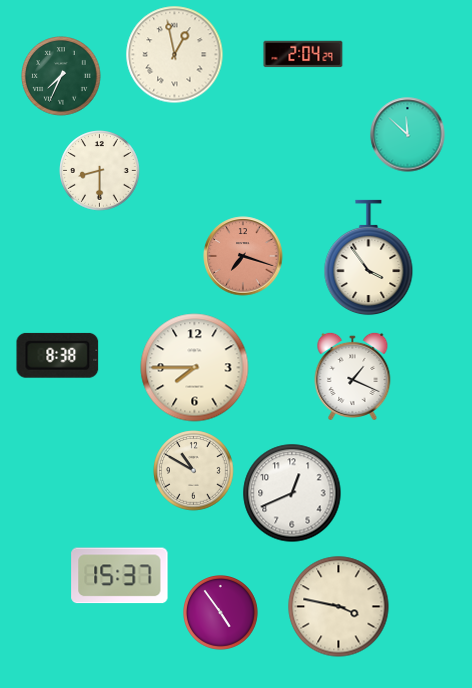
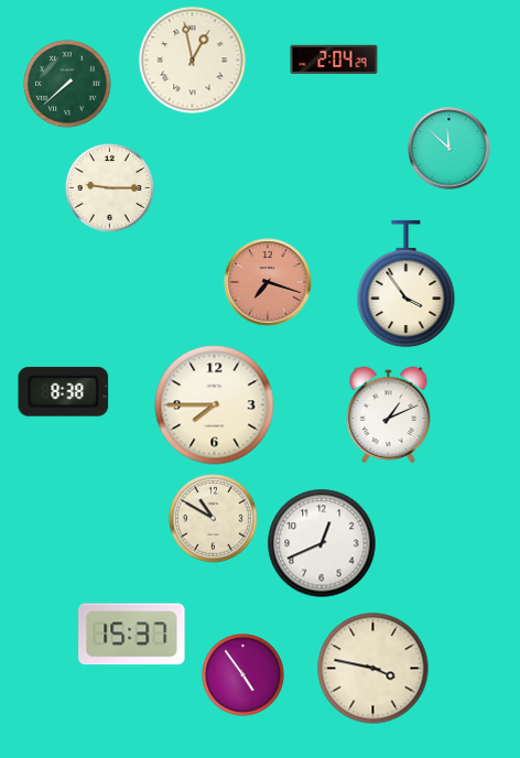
clock at (61, 76): 7:34 -> 7:38
clock at (100, 171): 8:30 -> 9:15
clock at (353, 375): 1:19 -> 1:11
